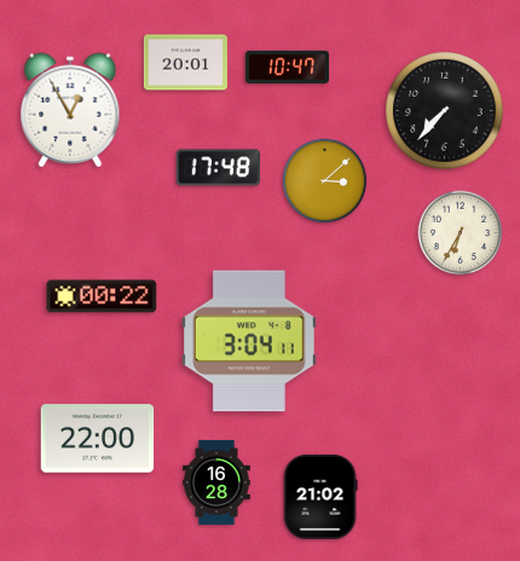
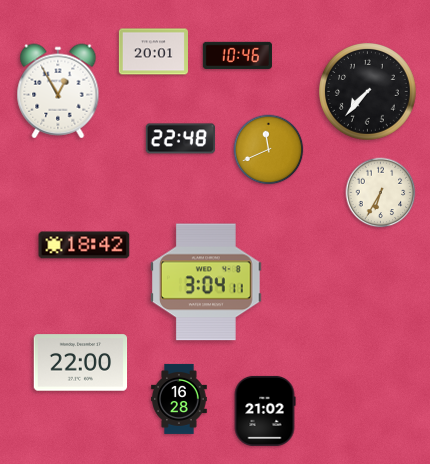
clock at (287, 66): 10:47 -> 10:46
clock at (218, 168): 17:48 -> 22:48
clock at (325, 181): 3:08 -> 11:41
clock at (102, 296): 00:22 -> 18:42
